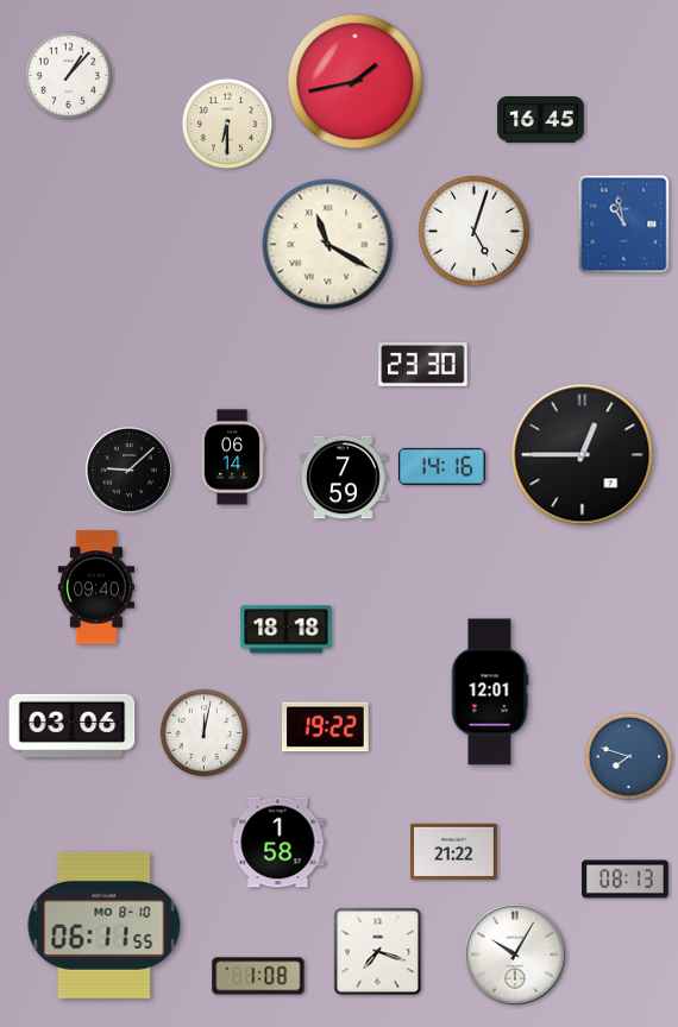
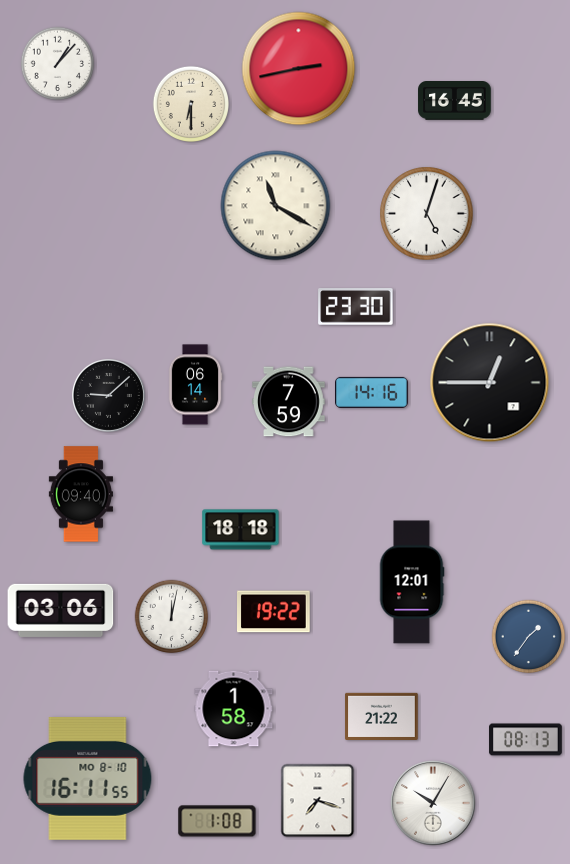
clock at (356, 82): 1:43 -> 2:43
clock at (624, 225): 10:58 -> none
clock at (475, 232) position: (475, 232) -> (427, 214)
clock at (629, 757): 7:48 -> 1:36
clock at (105, 925): 06:11 -> 16:11
